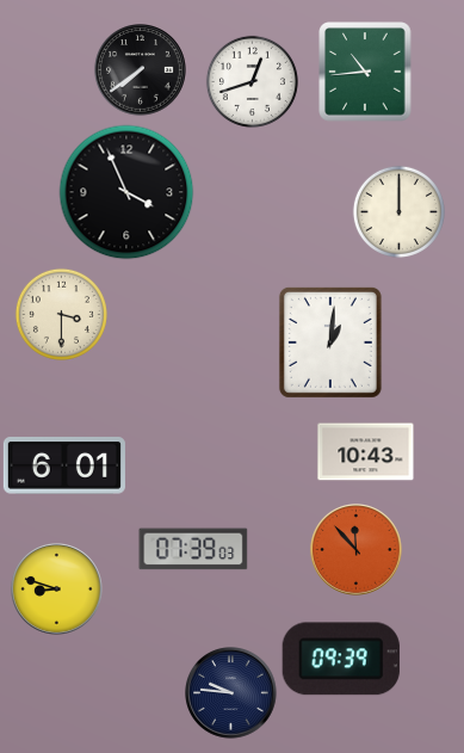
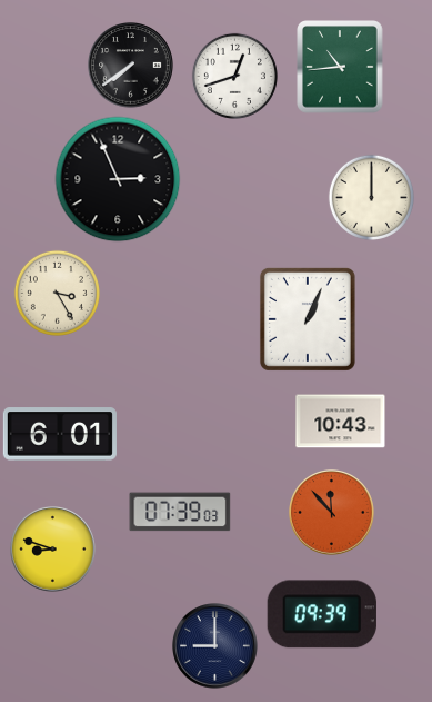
clock at (126, 192): 3:56 -> 2:56
clock at (61, 314): 3:30 -> 3:25
clock at (330, 342): 1:01 -> 1:04
clock at (341, 659) position: (341, 659) -> (322, 614)
clock at (231, 693): 9:46 -> 9:00
